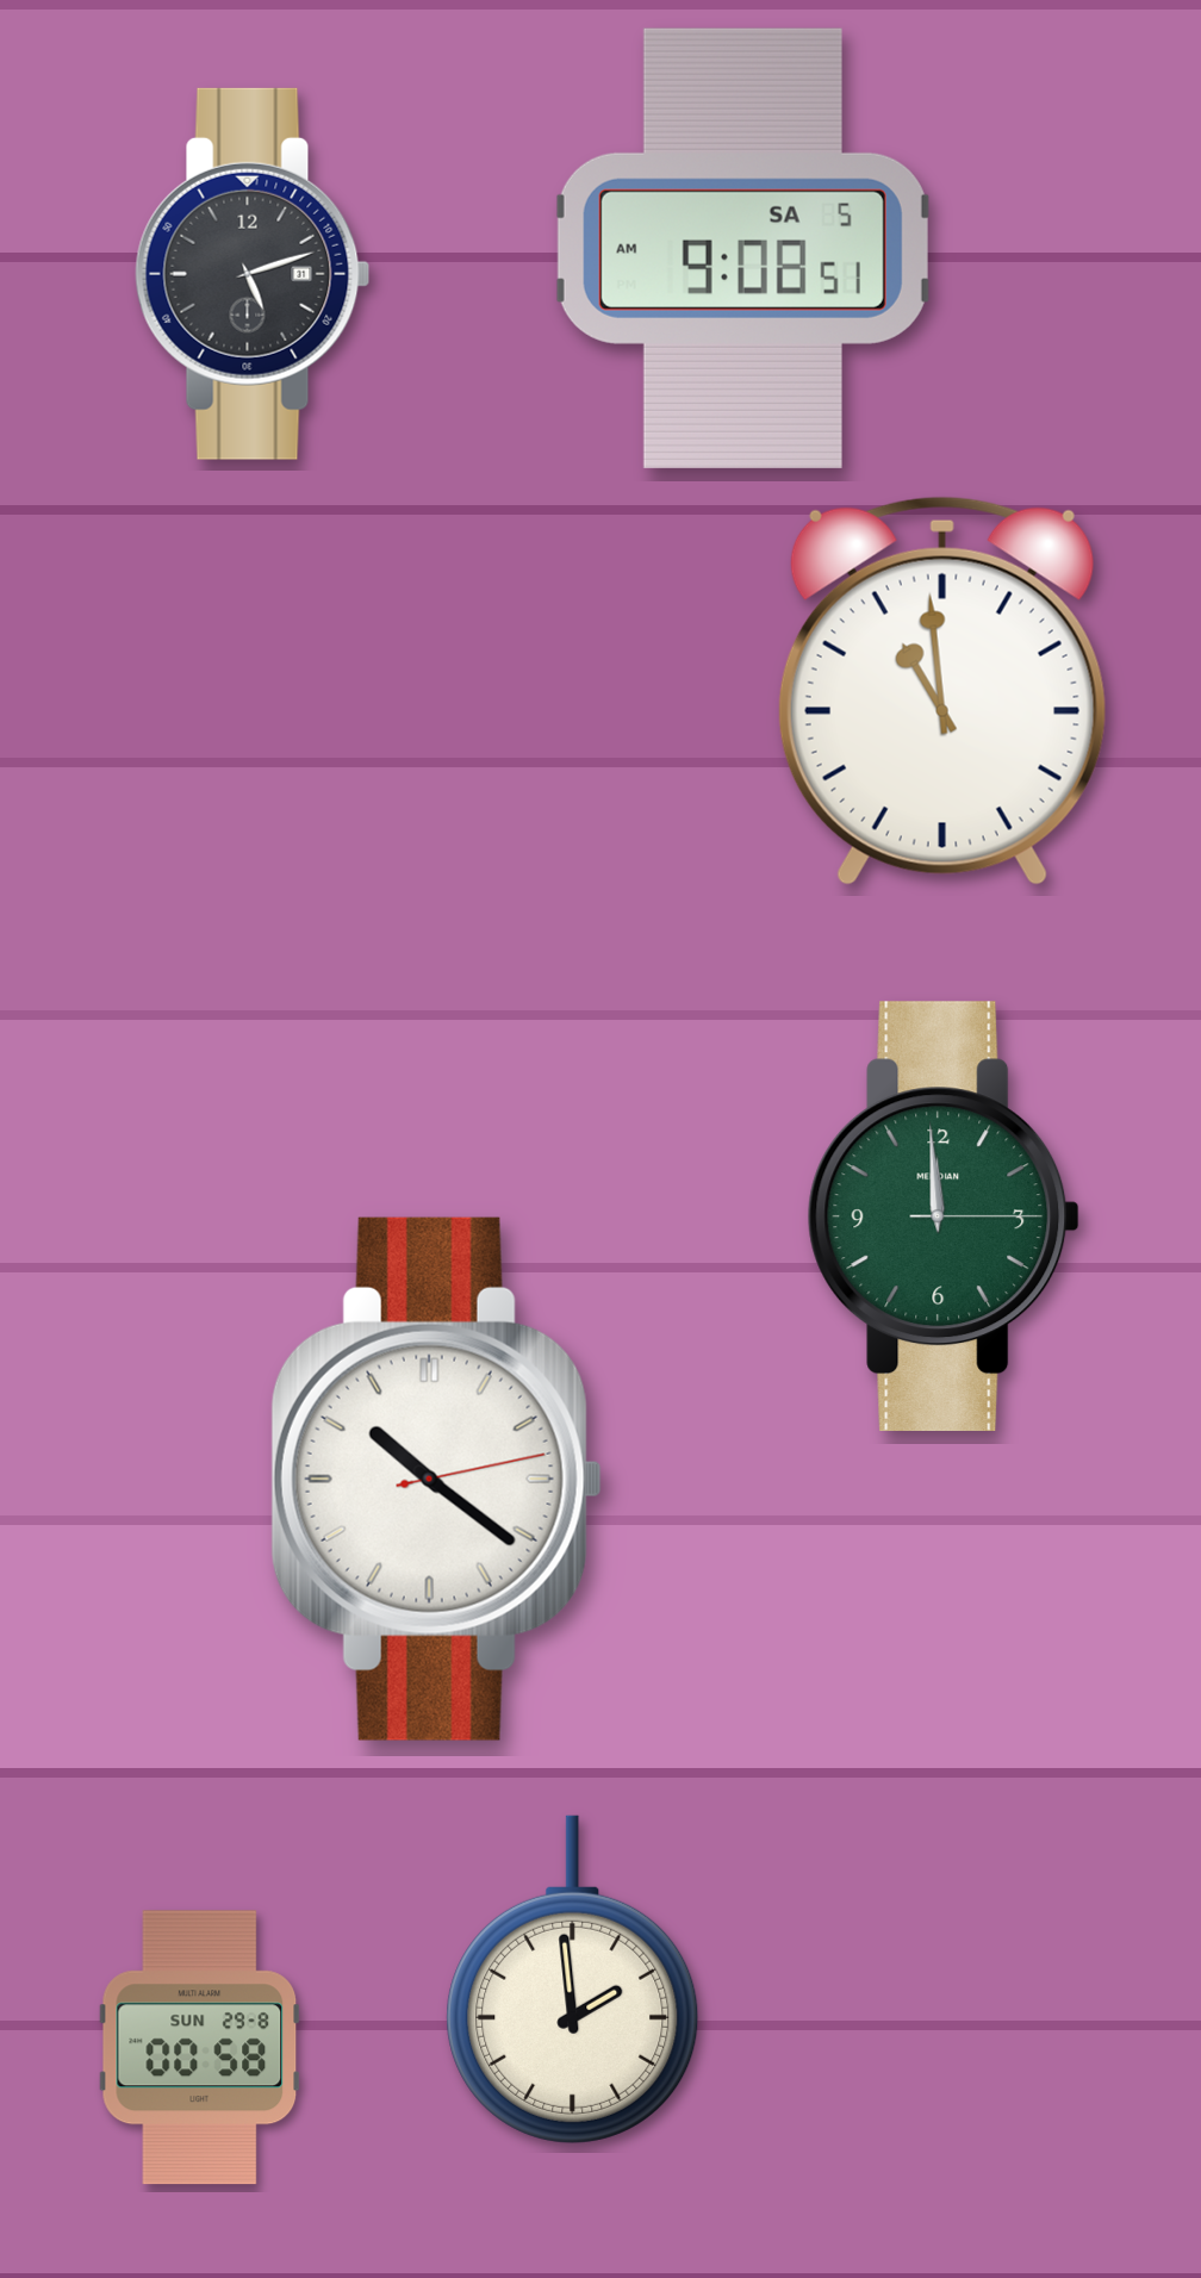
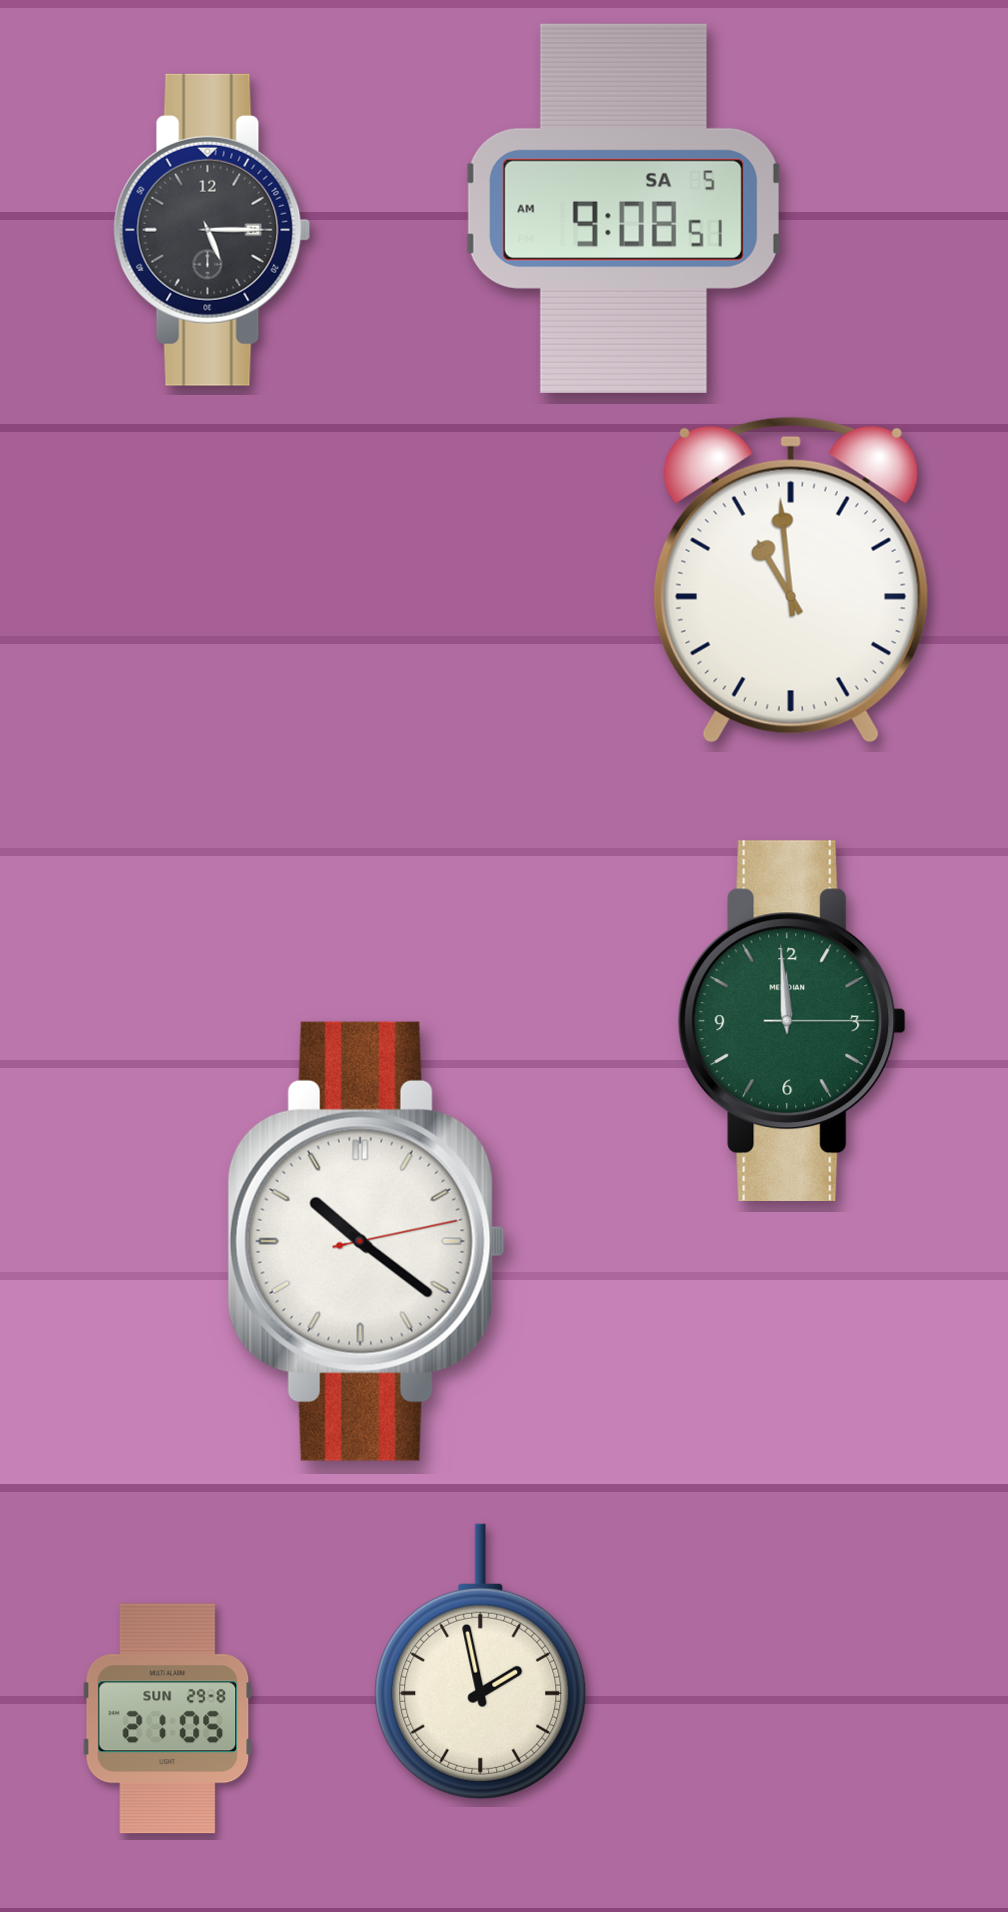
clock at (253, 274): 5:12 -> 5:15
clock at (573, 1979): 1:59 -> 1:58
clock at (200, 2048): 00:58 -> 21:05
